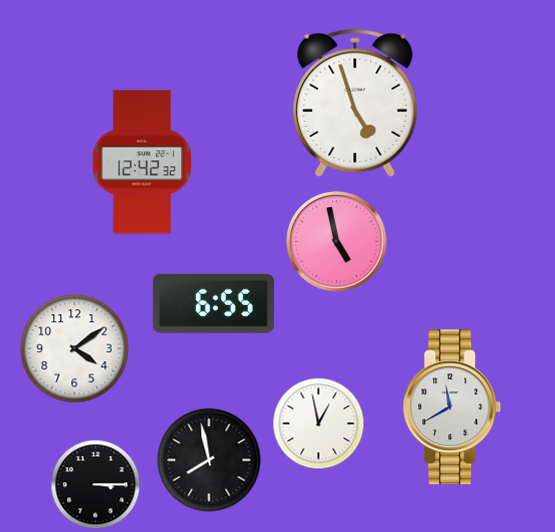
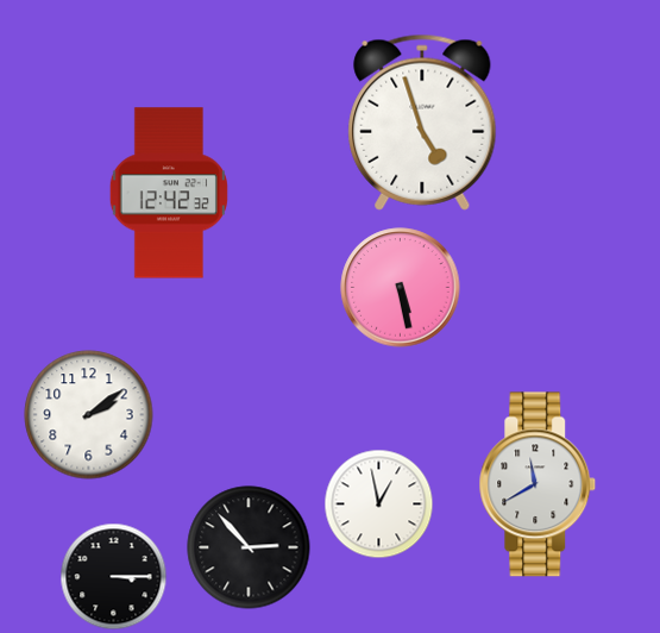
clock at (337, 242): 4:58 -> 5:28
clock at (213, 303): 6:55 -> none
clock at (75, 349): 4:09 -> 2:09
clock at (209, 460): 7:58 -> 2:53
